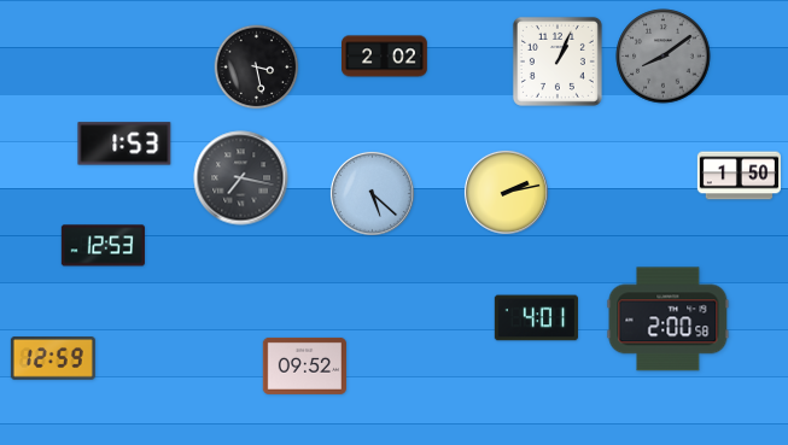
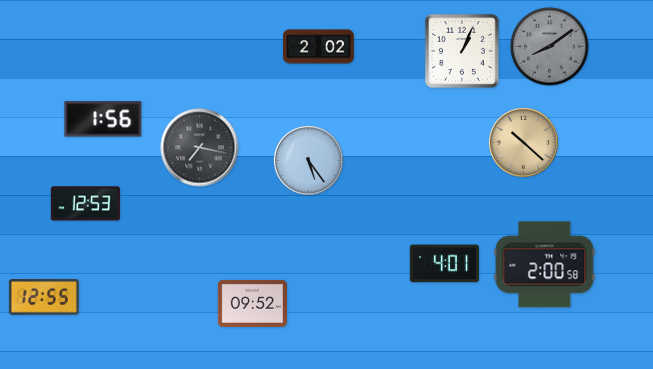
clock at (257, 68): 3:28 -> none
clock at (124, 144): 1:53 -> 1:56
clock at (523, 142): none -> 10:22
clock at (739, 176): 1:50 -> none
clock at (506, 192): 2:13 -> none
clock at (372, 193): 5:22 -> 5:24
clock at (669, 320) position: (669, 320) -> (545, 265)
clock at (53, 358): 12:59 -> 12:55
